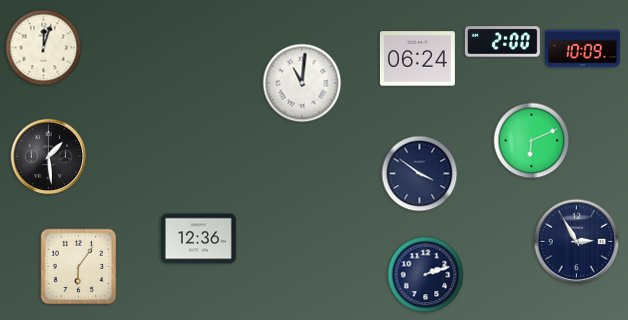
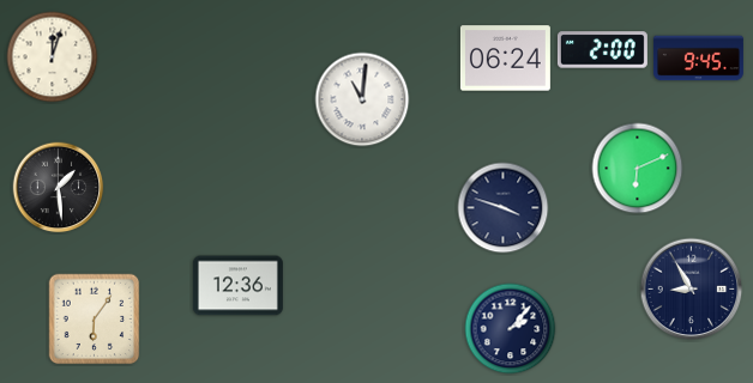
clock at (582, 49): 10:09 -> 9:45
clock at (417, 59) position: (417, 59) -> (505, 59)
clock at (420, 174): 3:51 -> 3:48
clock at (577, 242): 2:55 -> 8:55
clock at (426, 275): 2:12 -> 2:07
